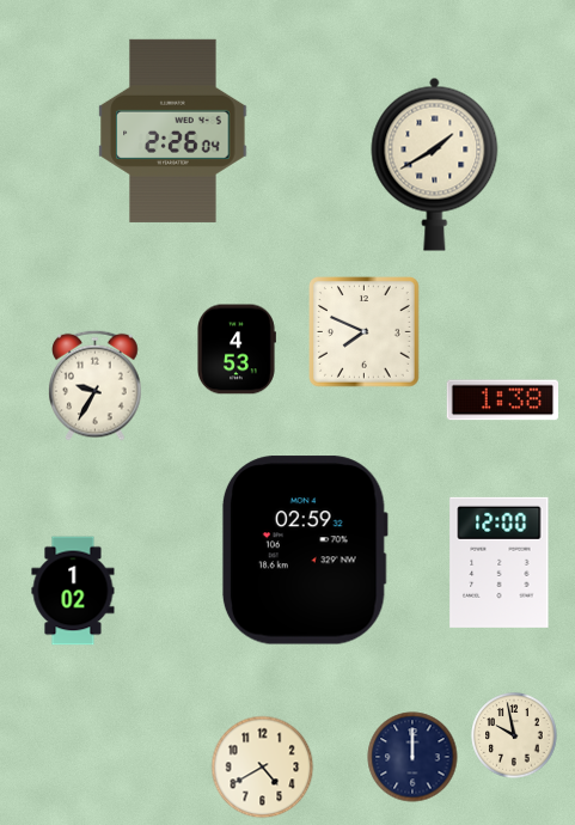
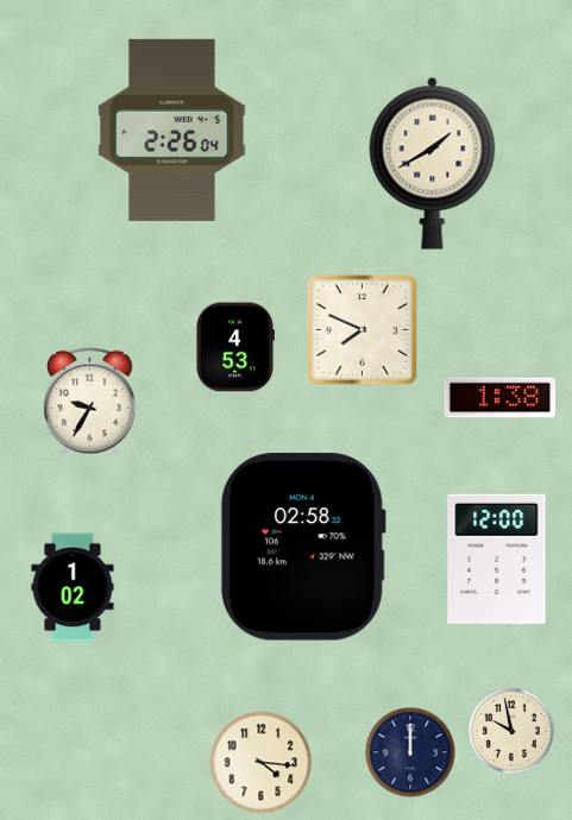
clock at (96, 385) position: (96, 385) -> (90, 402)
clock at (305, 550): 02:59 -> 02:58
clock at (263, 768): 4:40 -> 4:16
